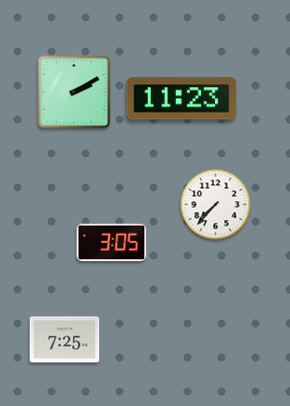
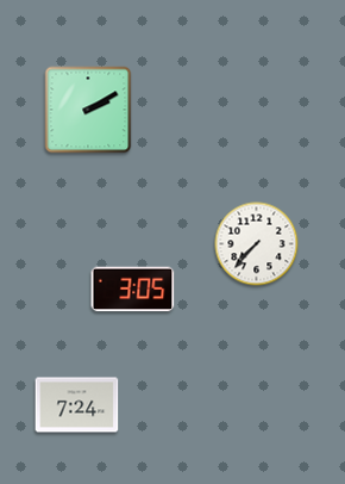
clock at (182, 99): 11:23 -> none
clock at (65, 340): 7:25 -> 7:24
